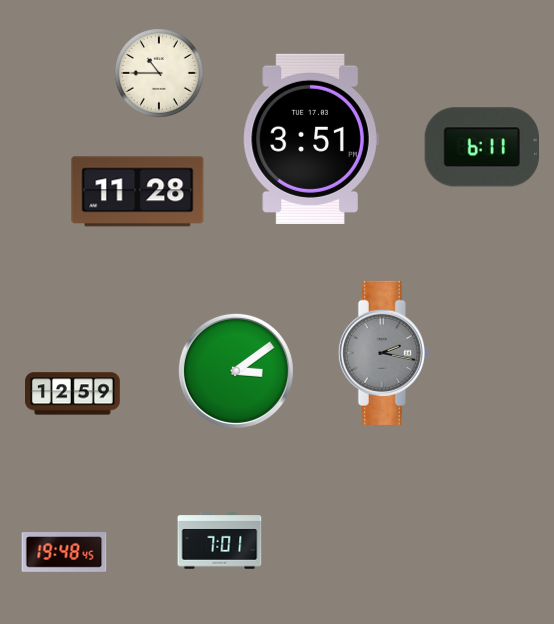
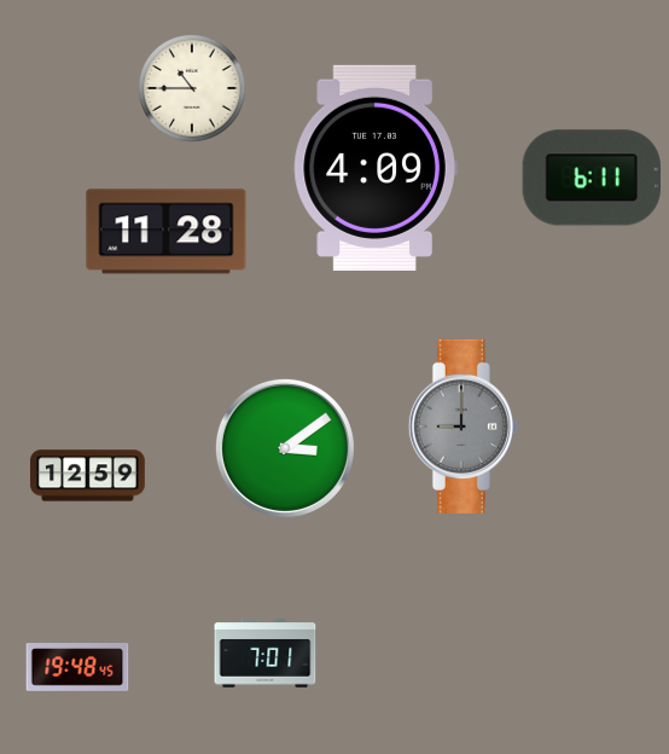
clock at (311, 139): 3:51 -> 4:09
clock at (481, 147) position: (481, 147) -> (591, 178)
clock at (384, 353): 2:17 -> 9:00
